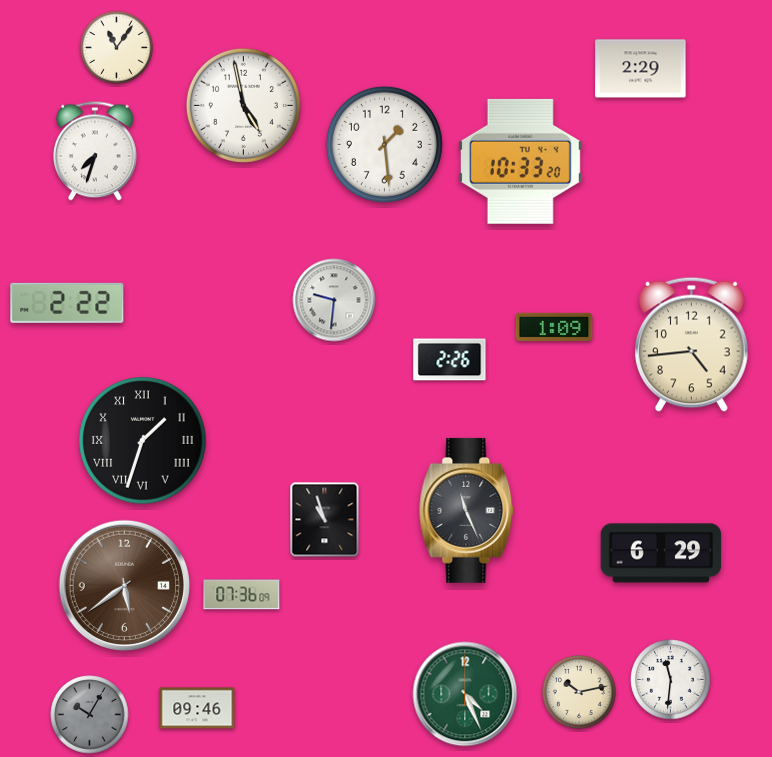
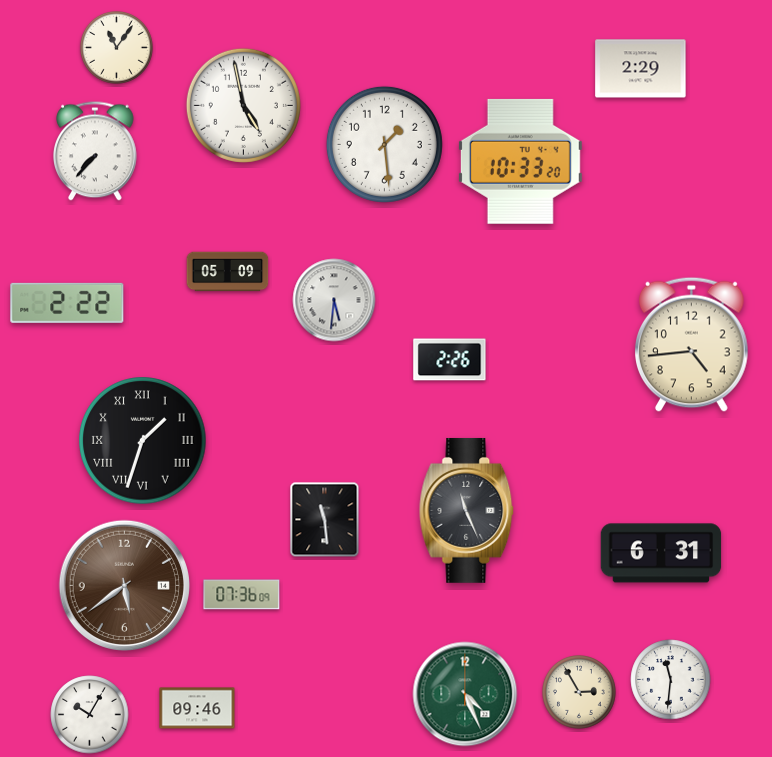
clock at (96, 151): 7:33 -> 7:37
clock at (228, 272): none -> 05:09
clock at (334, 300): 9:31 -> 5:31
clock at (554, 327): 1:09 -> none
clock at (325, 520): 10:57 -> 11:29
clock at (661, 553): 6:29 -> 6:31
clock at (580, 693): 10:13 -> 2:55
clock at (90, 715) dial: grey -> white
